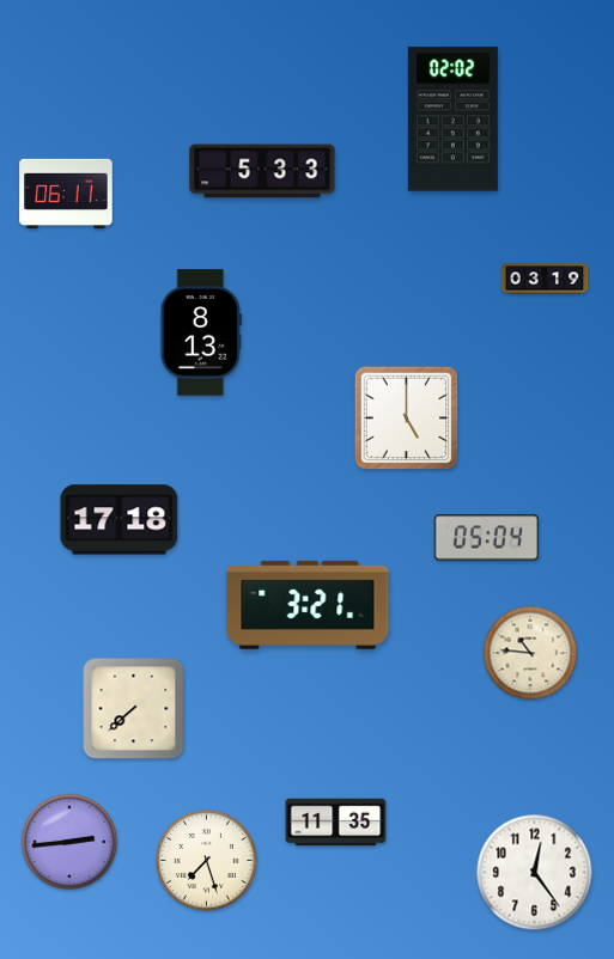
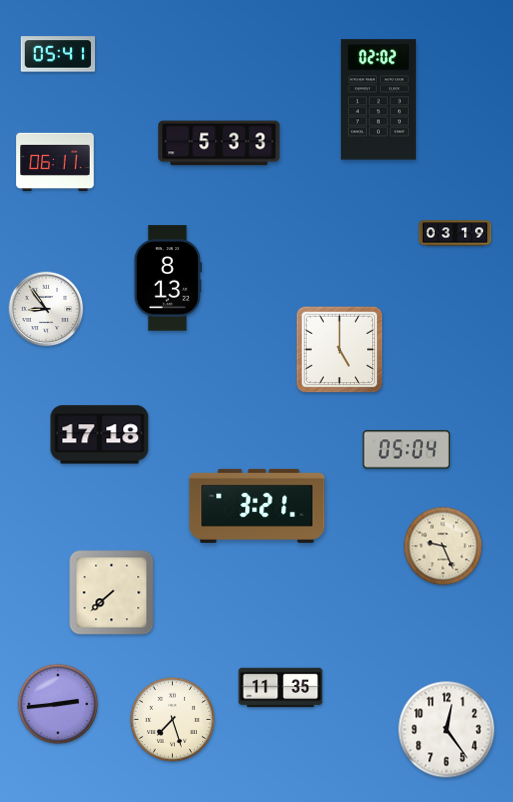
clock at (57, 54): none -> 05:41
clock at (46, 309): none -> 8:54
clock at (530, 653): 10:46 -> 9:26
